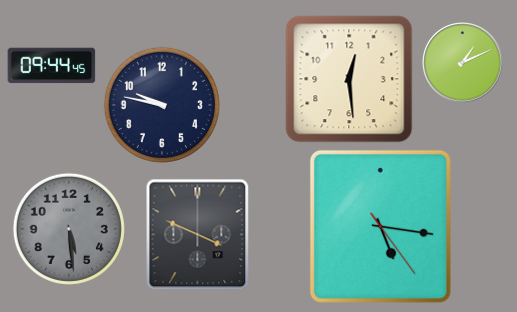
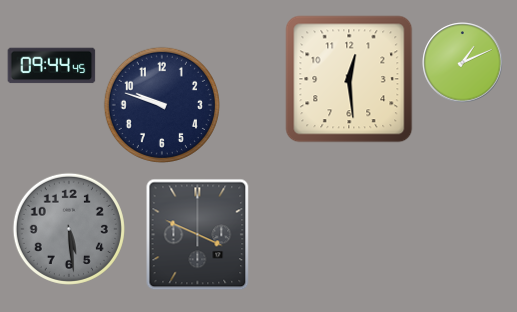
clock at (162, 105): 9:47 -> 9:48
clock at (380, 226): 5:16 -> none
